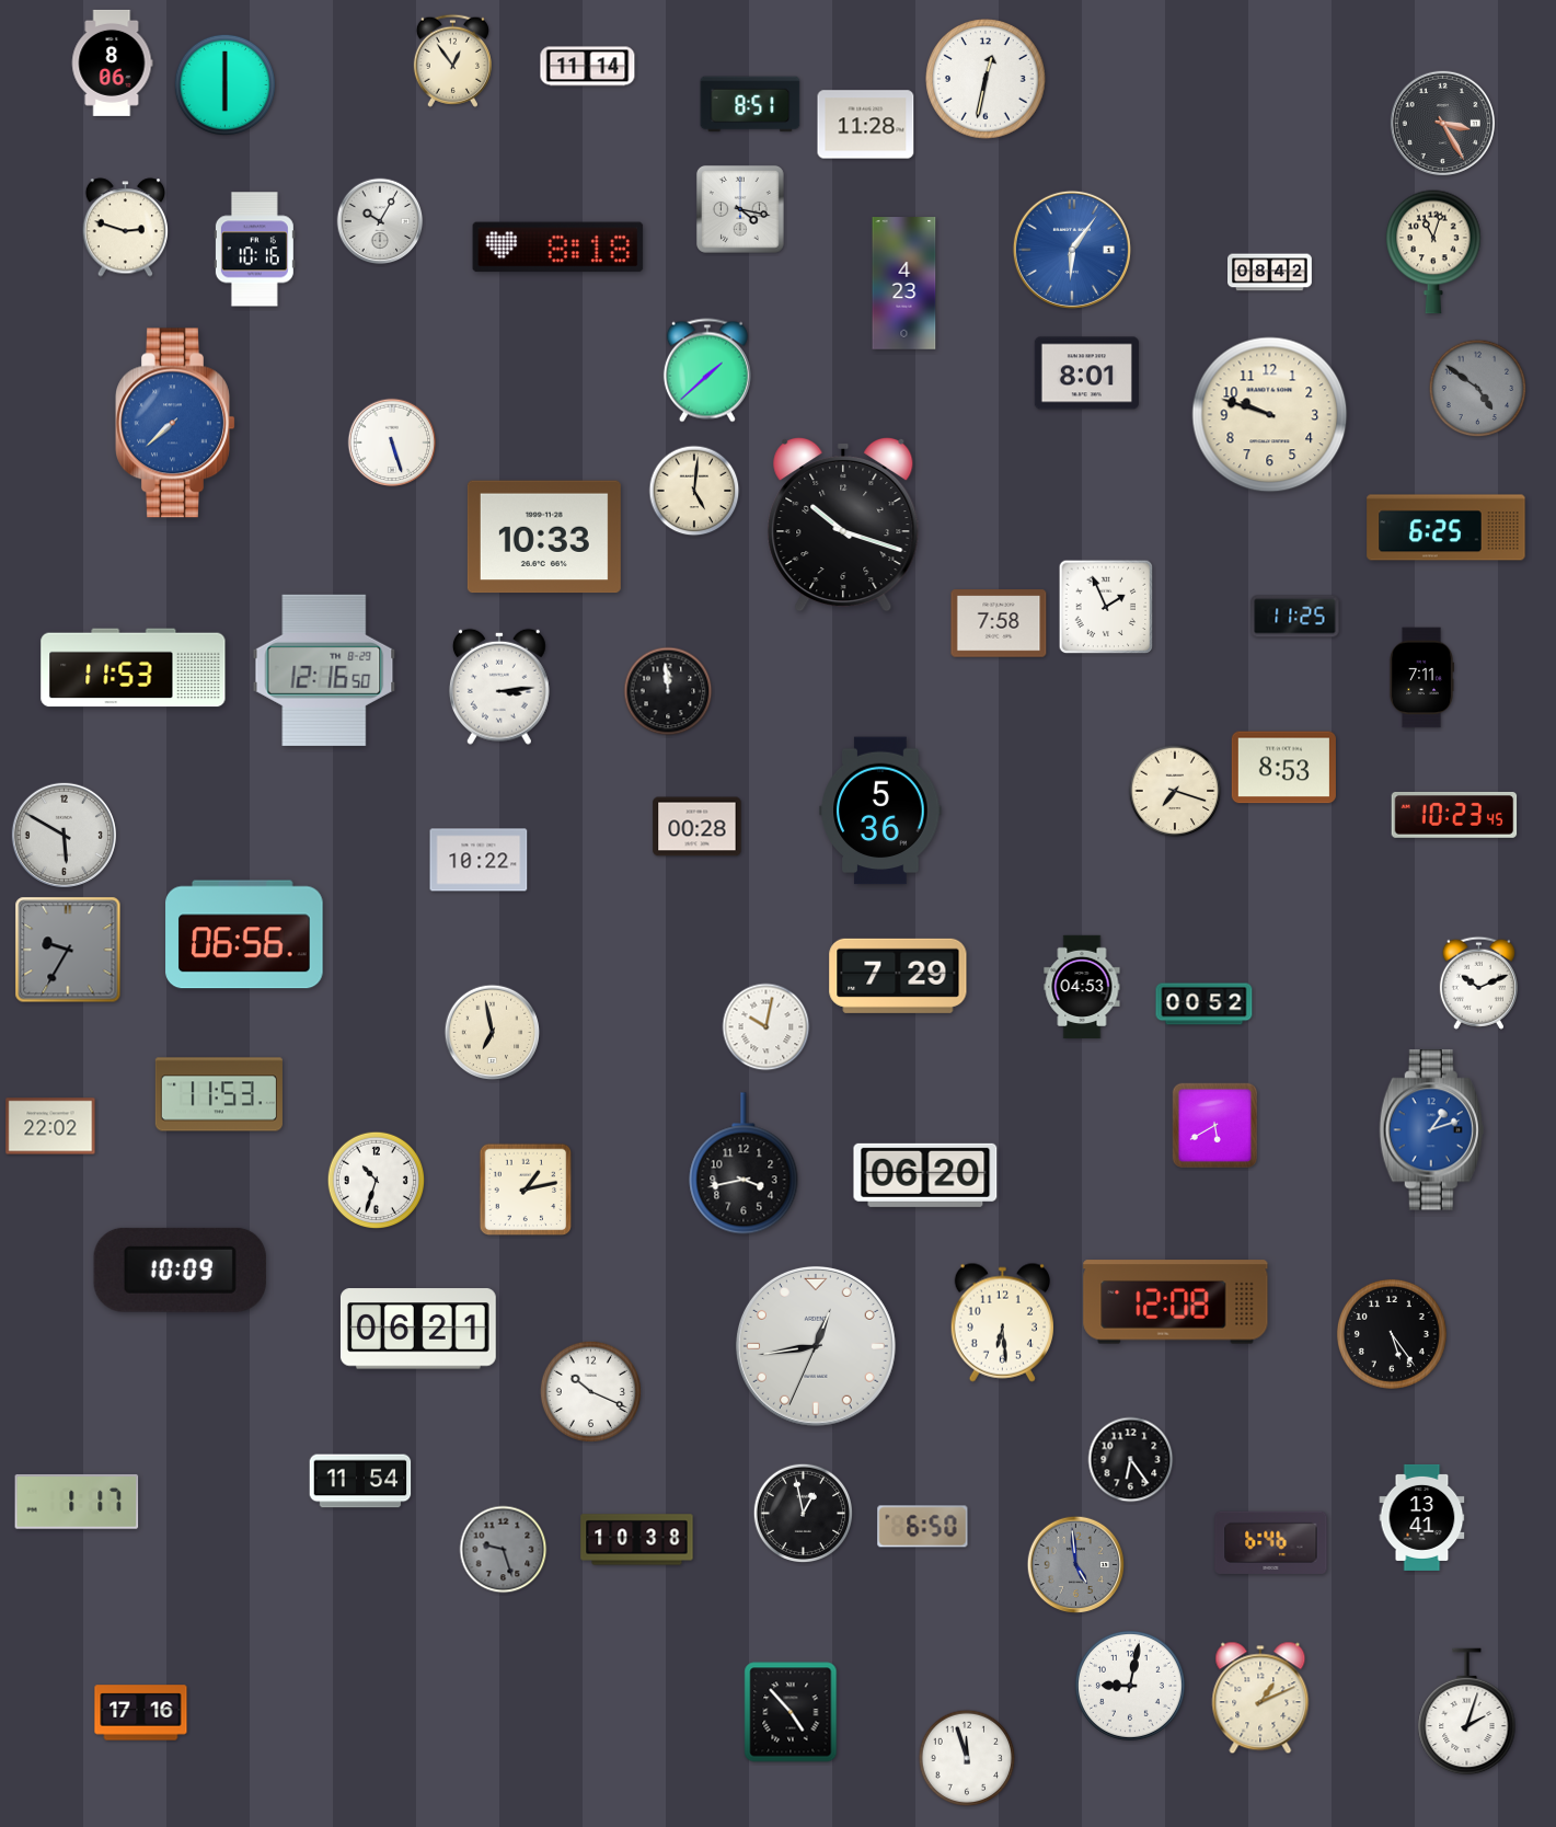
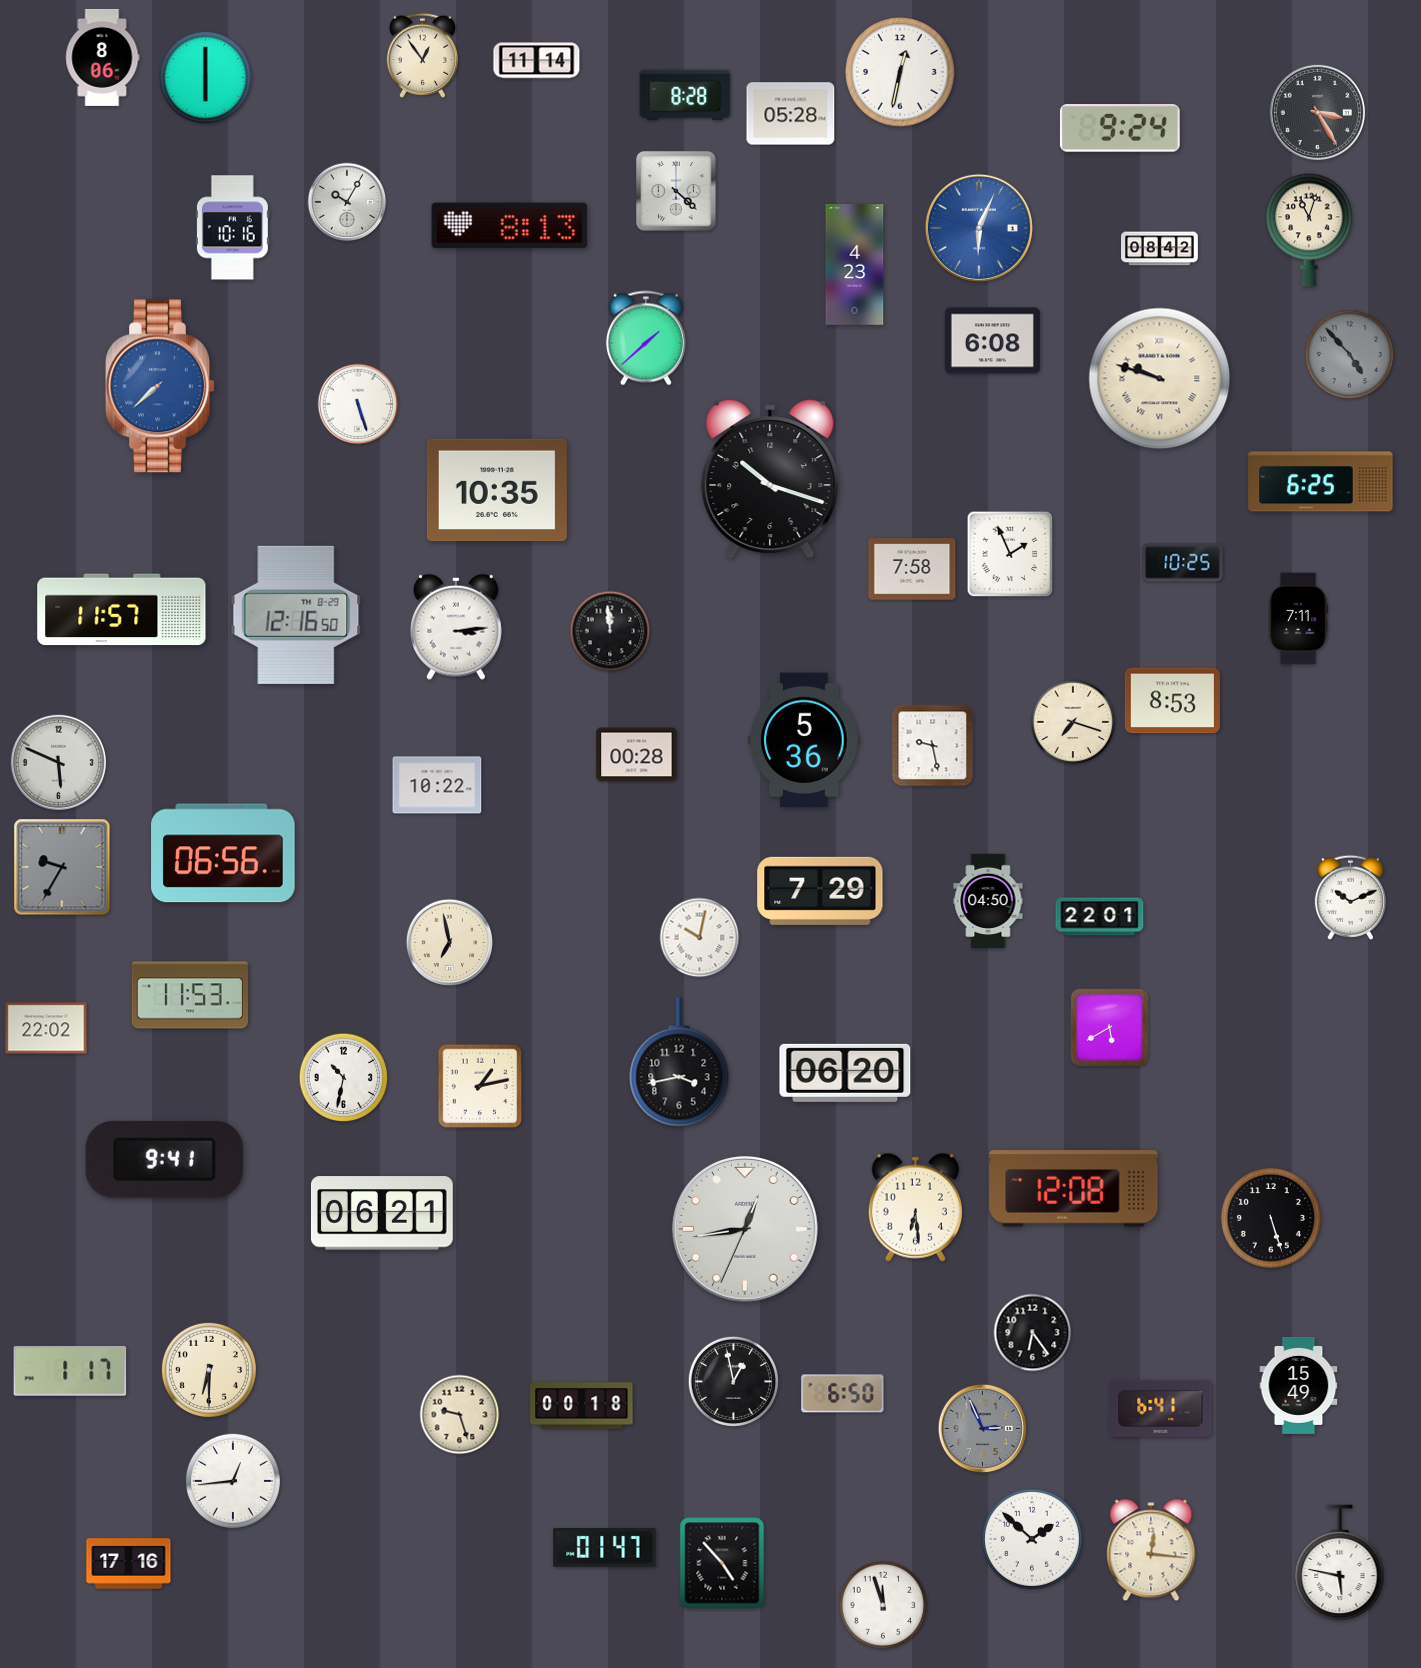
clock at (452, 60) position: (452, 60) -> (422, 55)
clock at (750, 104): 8:51 -> 8:28
clock at (866, 125): 11:28 -> 05:28
clock at (1120, 129): none -> 9:24
clock at (740, 209): 4:17 -> 4:22
clock at (126, 228): 2:48 -> none
clock at (558, 248): 8:18 -> 8:13
clock at (1072, 250): 6:06 -> 6:04
clock at (904, 284) position: (904, 284) -> (855, 265)
clock at (1086, 374): 8:01 -> 6:08
clock at (1478, 389): 4:51 -> 4:53
clock at (1270, 415) numerals: Arabic -> Roman
clock at (694, 491): 5:01 -> none
clock at (544, 537): 10:33 -> 10:35
clock at (1295, 617): 11:25 -> 10:25
clock at (134, 668): 11:53 -> 11:57
clock at (324, 670) position: (324, 670) -> (296, 615)
clock at (1454, 815): 10:23 -> none
clock at (933, 746): none -> 9:28
clock at (64, 835): 5:50 -> 5:49
clock at (1082, 987): 04:53 -> 04:50
clock at (1205, 1004): 00:52 -> 22:01
clock at (219, 1094) position: (219, 1094) -> (190, 995)
clock at (1431, 1130): 1:12 -> none
clock at (377, 1181): 10:33 -> 10:32
clock at (180, 1269): 10:09 -> 9:41
clock at (1392, 1334): 5:24 -> 5:27
clock at (590, 1391): 10:19 -> none
clock at (360, 1481): 11:54 -> none
clock at (209, 1370): none -> 6:30
clock at (1422, 1517): 13:41 -> 15:49
clock at (637, 1540): 10:38 -> 00:18
clock at (1271, 1542): 6:46 -> 6:41
clock at (504, 1550) dial: grey -> cream
clock at (1076, 1565): 4:59 -> 2:56
clock at (233, 1481): none -> 12:44
clock at (1130, 1686): 9:02 -> 1:52
clock at (605, 1548): none -> 01:47
clock at (1260, 1698): 1:11 -> 12:16
clock at (1467, 1712): 2:03 -> 5:47
